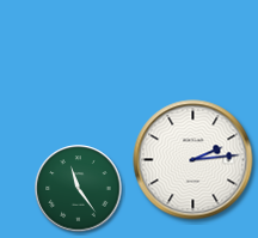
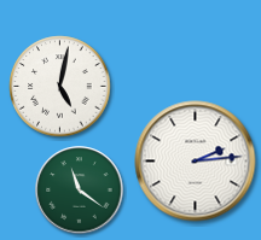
clock at (60, 87): none -> 5:02
clock at (79, 189): 11:24 -> 11:21
